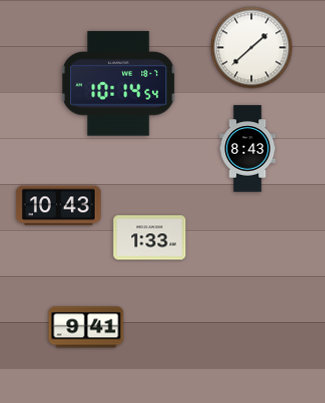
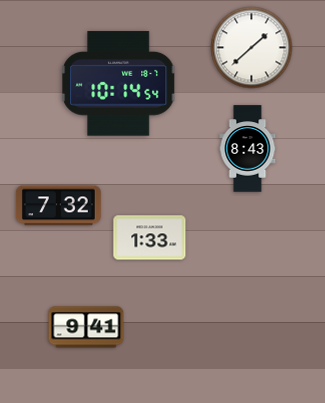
clock at (58, 206): 10:43 -> 7:32
